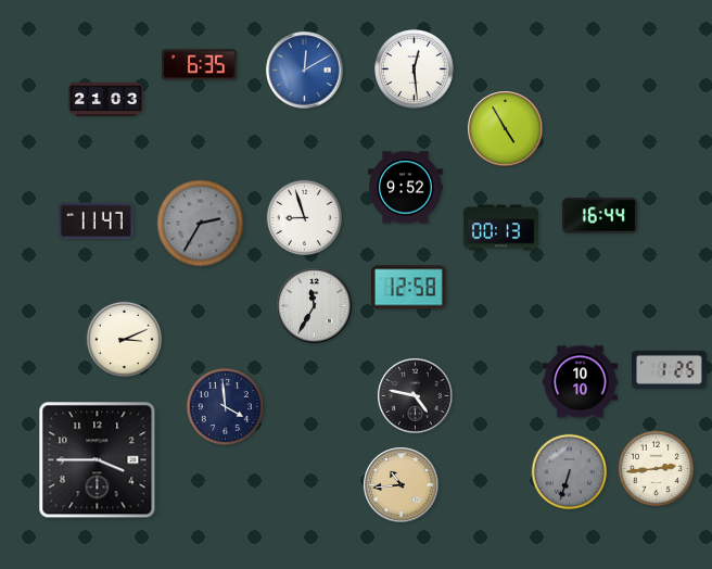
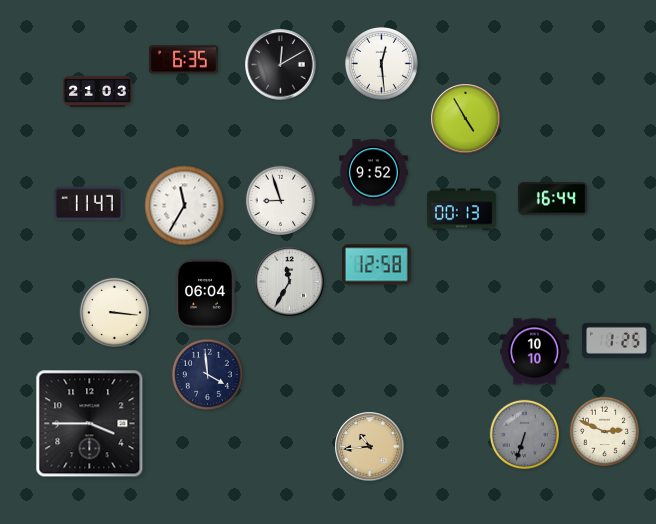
clock at (305, 71) dial: blue -> black
clock at (201, 224): 2:35 -> 11:35
clock at (201, 224) dial: grey -> white
clock at (205, 293): none -> 06:04
clock at (124, 339): 3:11 -> 3:16
clock at (416, 396): 4:47 -> none
clock at (656, 468): 2:44 -> 2:49
